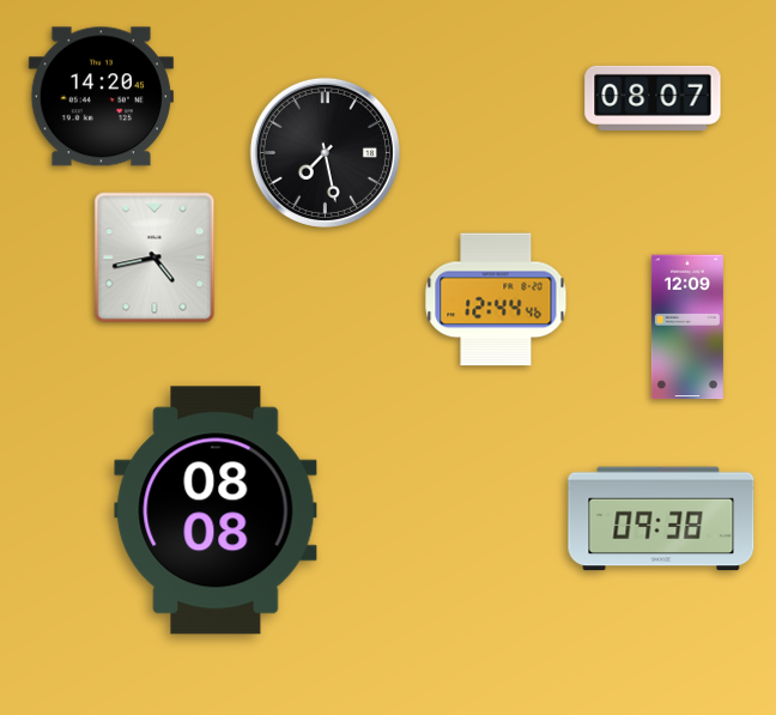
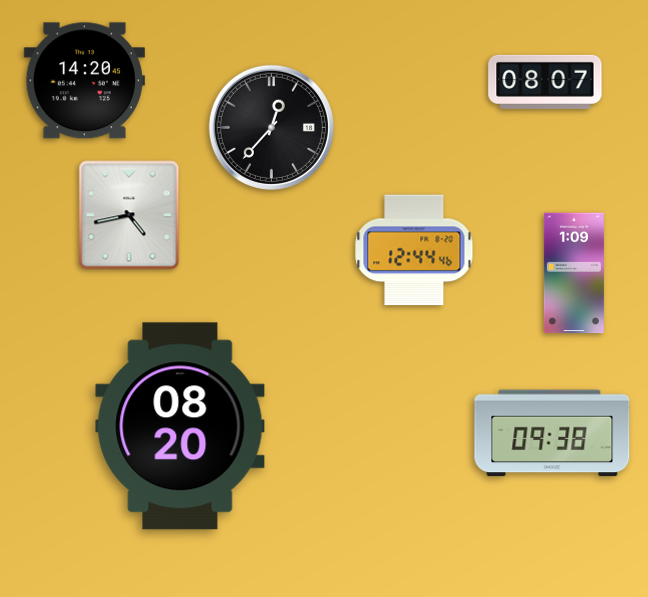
clock at (325, 152): 7:28 -> 12:37
clock at (687, 327): 12:09 -> 1:09
clock at (216, 510): 08:08 -> 08:20
